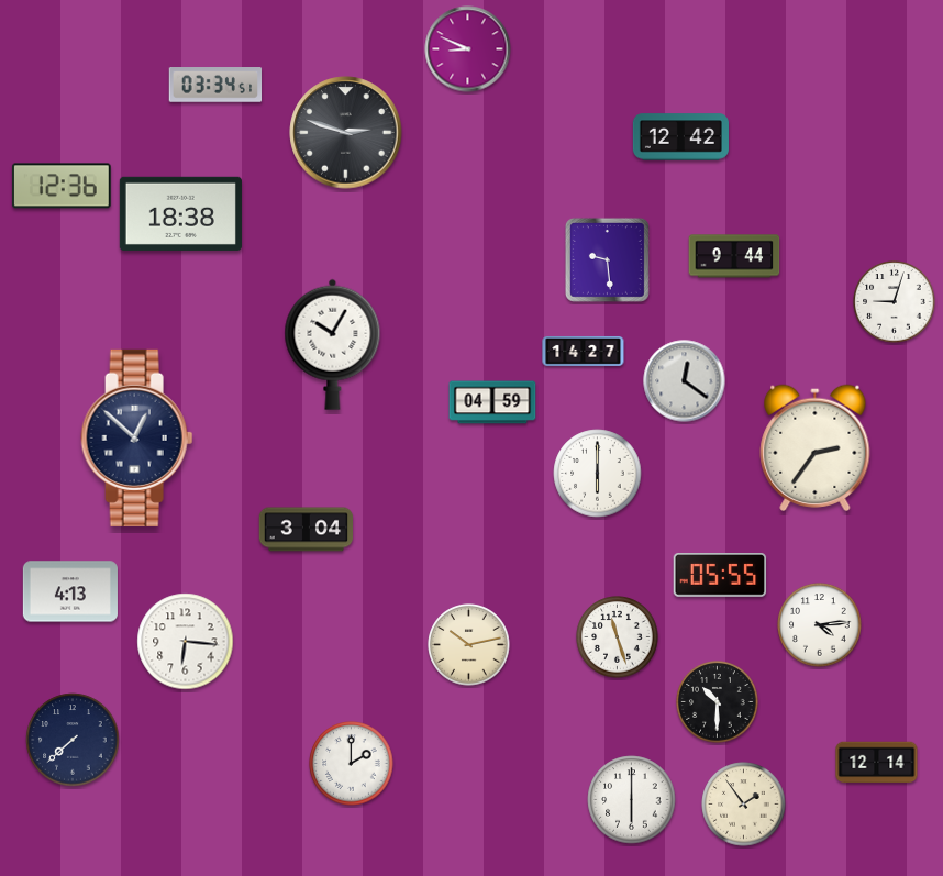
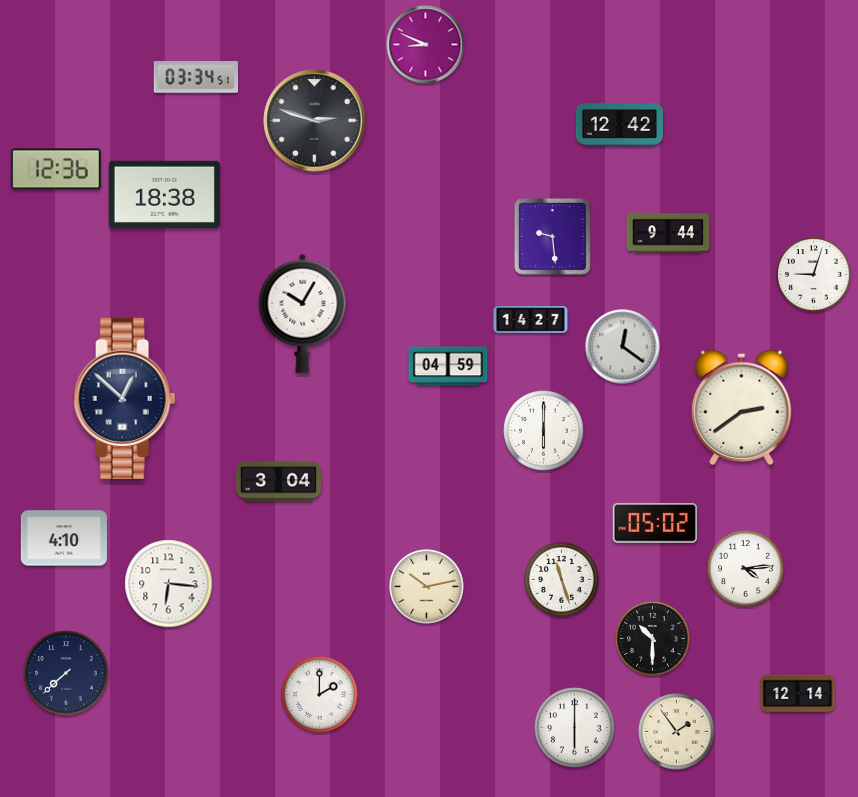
clock at (816, 447): 2:36 -> 2:39
clock at (720, 576): 05:55 -> 05:02
clock at (70, 591): 4:13 -> 4:10
